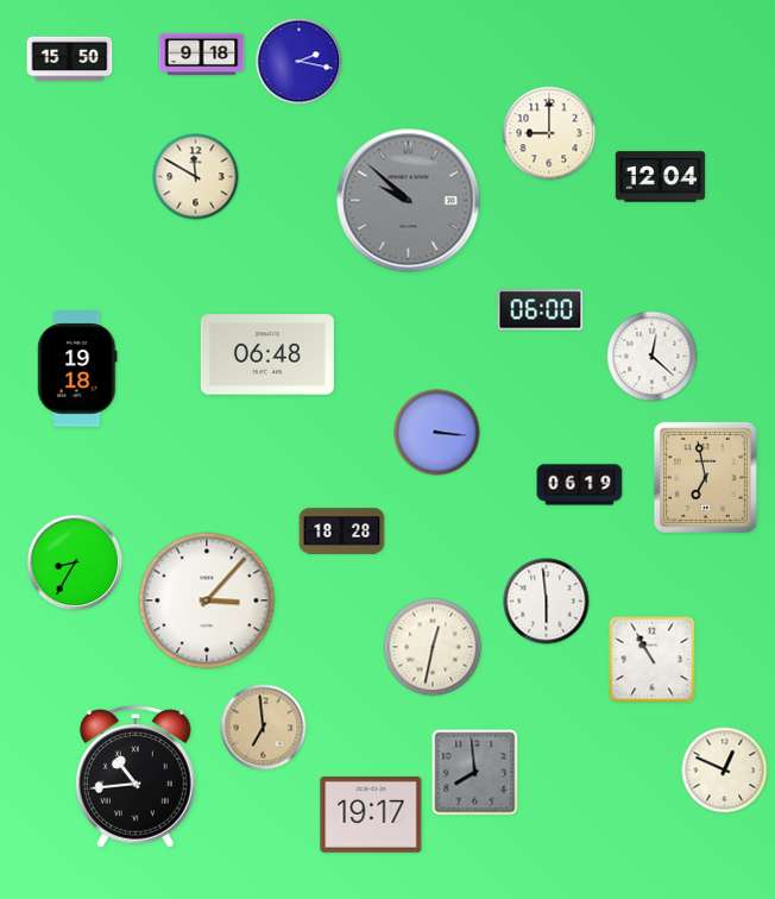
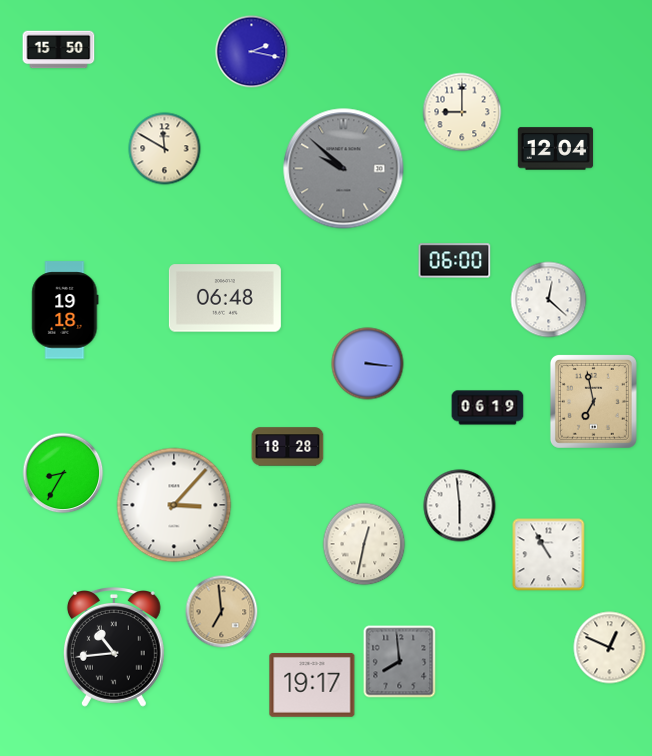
clock at (202, 55): 9:18 -> none
clock at (475, 773) position: (475, 773) -> (400, 662)
clock at (136, 778) position: (136, 778) -> (114, 648)
